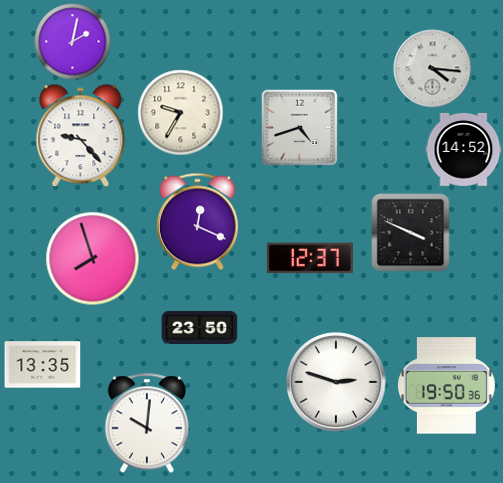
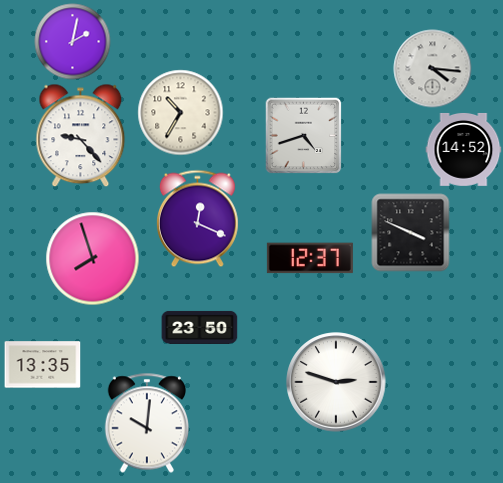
clock at (181, 113): 9:35 -> 10:35
clock at (299, 127) position: (299, 127) -> (303, 135)
clock at (197, 222) position: (197, 222) -> (197, 219)
clock at (446, 386): 19:50 -> none
